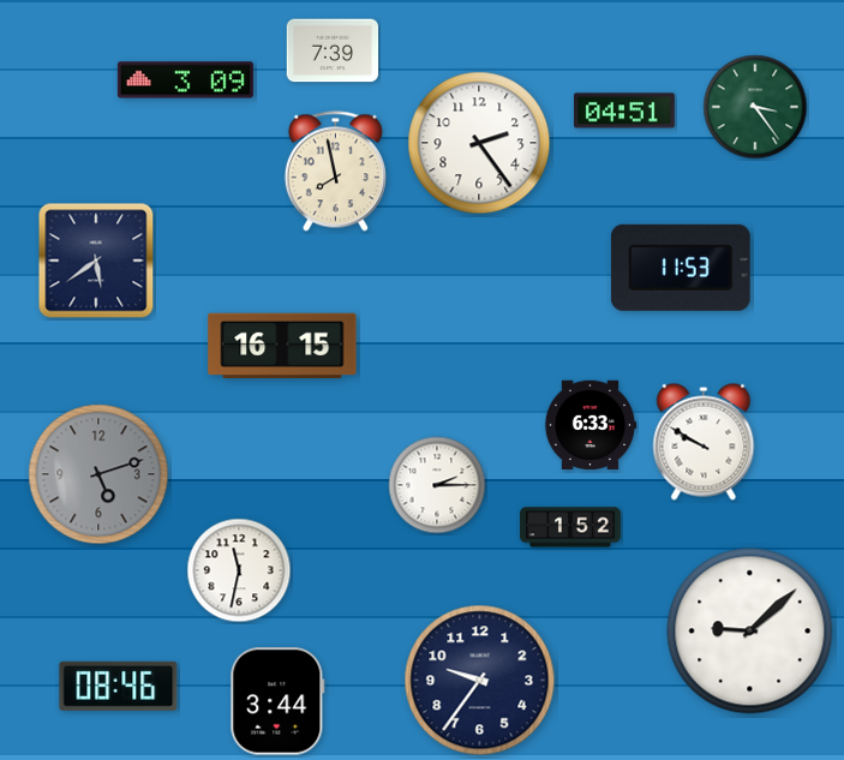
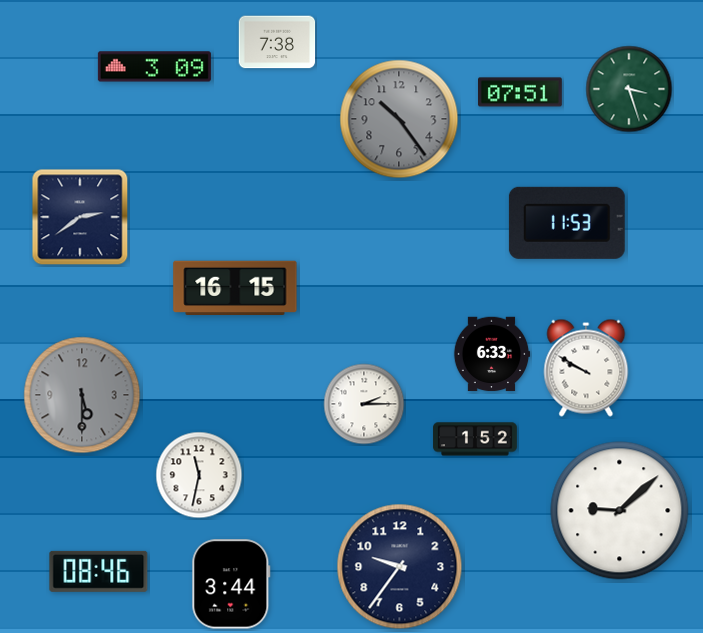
clock at (333, 50): 7:39 -> 7:38
clock at (755, 107): 3:24 -> 3:27
clock at (625, 110): 04:51 -> 07:51
clock at (479, 143): 2:24 -> 10:24
clock at (479, 143) dial: white -> grey
clock at (335, 172): 7:58 -> none
clock at (96, 261): 5:39 -> 2:39
clock at (98, 474): 5:12 -> 5:30
clock at (750, 632) position: (750, 632) -> (620, 511)
